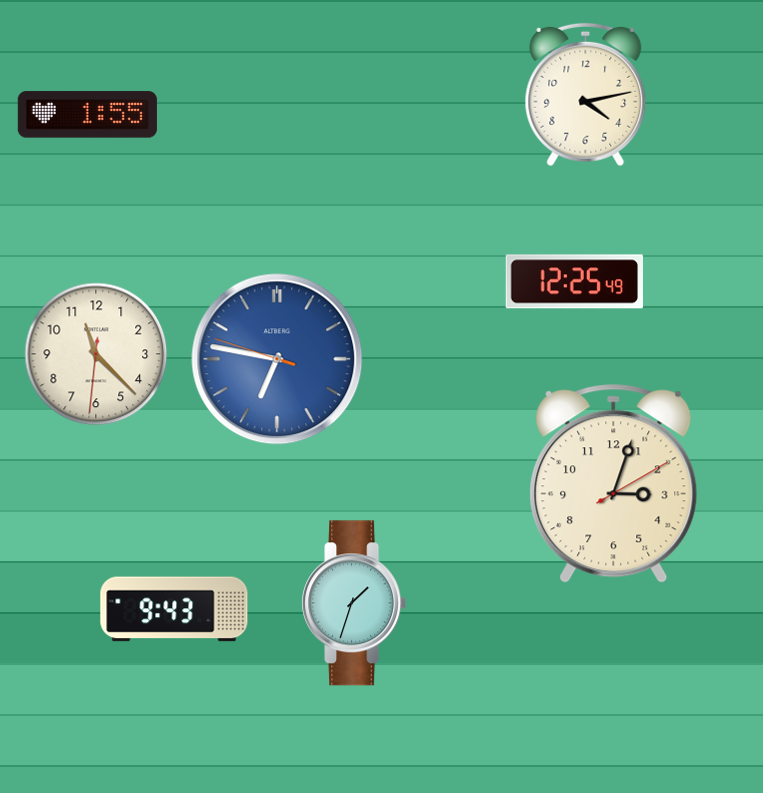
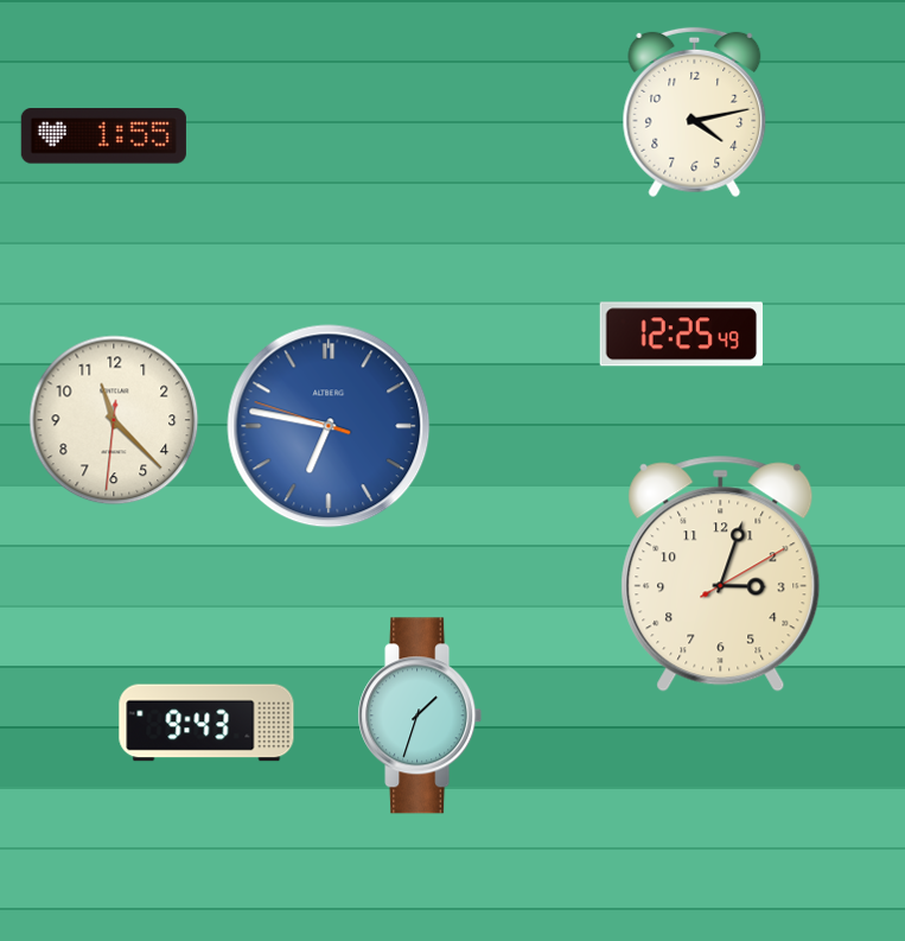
clock at (614, 483) position: (614, 483) -> (721, 573)
